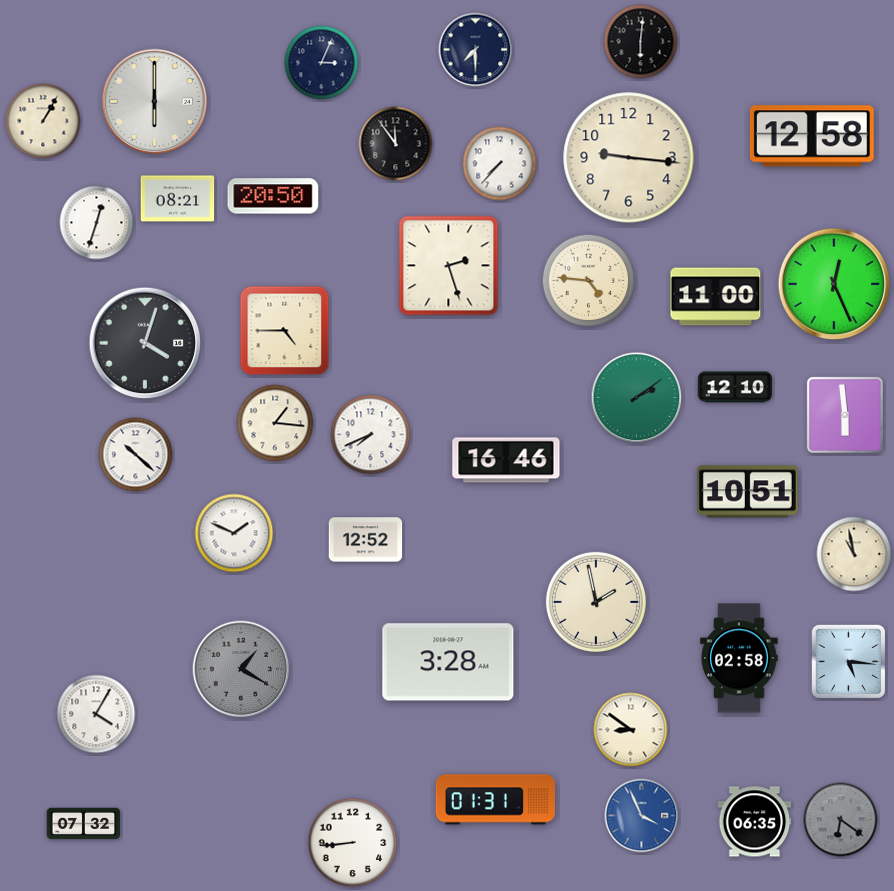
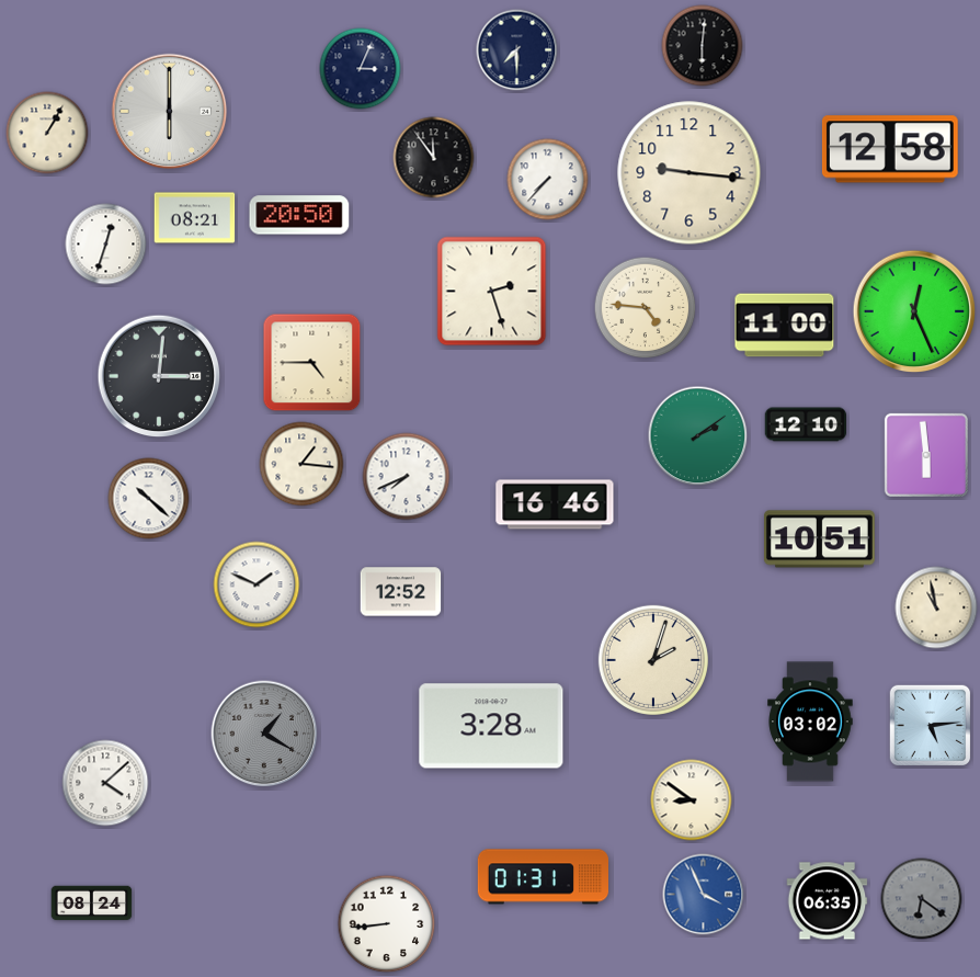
clock at (476, 50) position: (476, 50) -> (517, 50)
clock at (322, 63) position: (322, 63) -> (361, 69)
clock at (145, 343): 4:03 -> 3:01
clock at (596, 602): 1:58 -> 2:03
clock at (739, 658): 02:58 -> 03:02
clock at (849, 662): 5:16 -> 5:14
clock at (96, 714): 4:05 -> 4:08
clock at (84, 824): 07:32 -> 08:24
